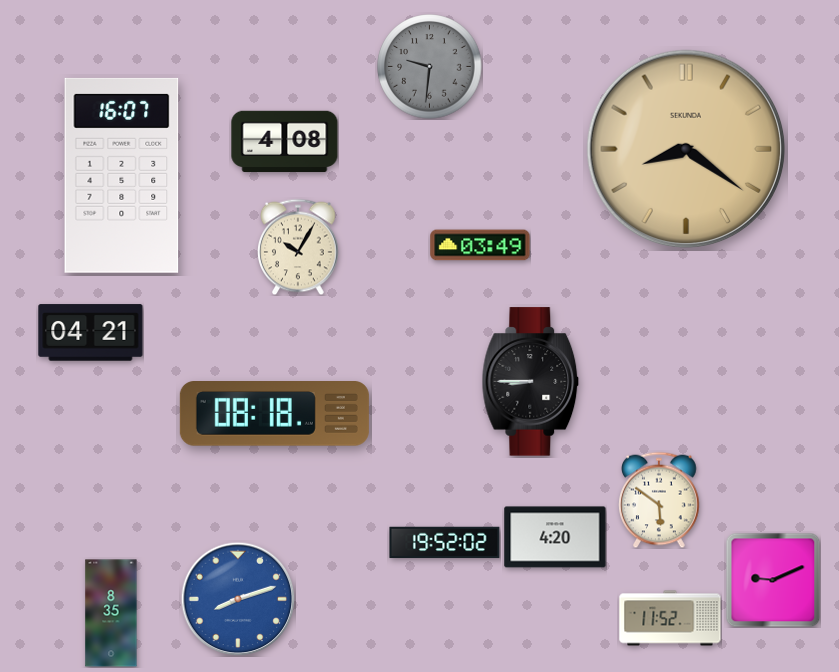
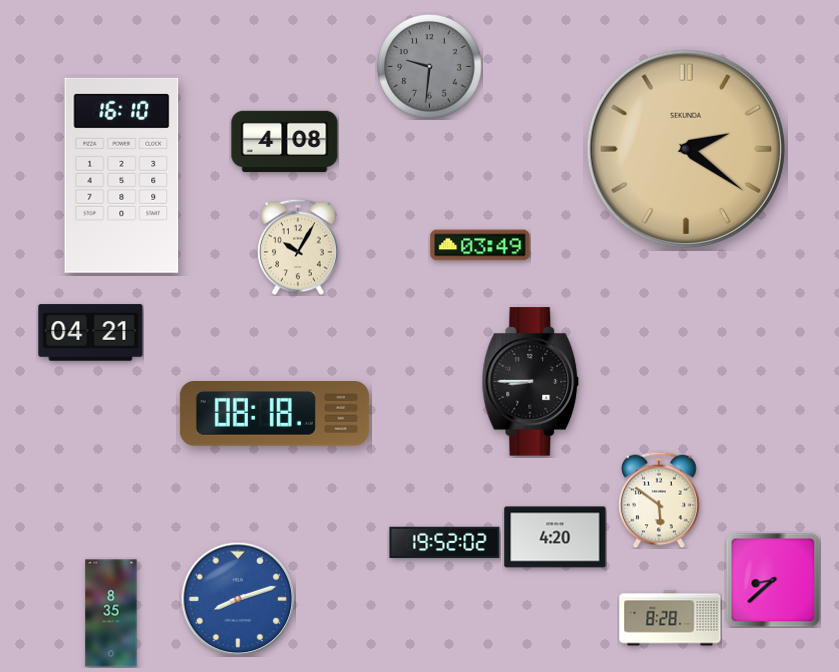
clock at (685, 148): 8:21 -> 2:21
clock at (122, 175): 16:07 -> 16:10
clock at (773, 580): 9:11 -> 8:38
clock at (670, 618): 11:52 -> 8:28
